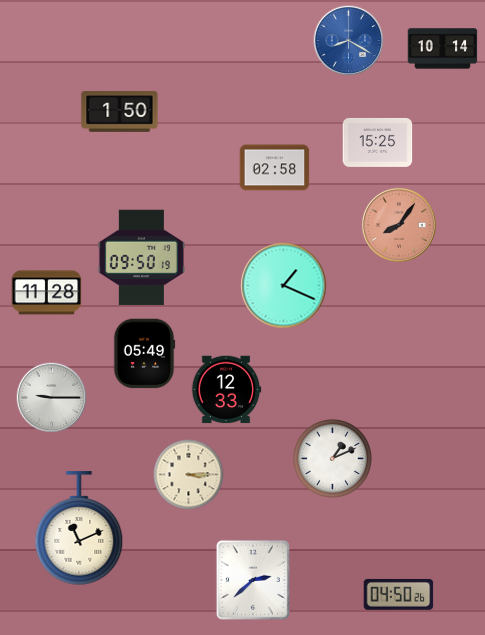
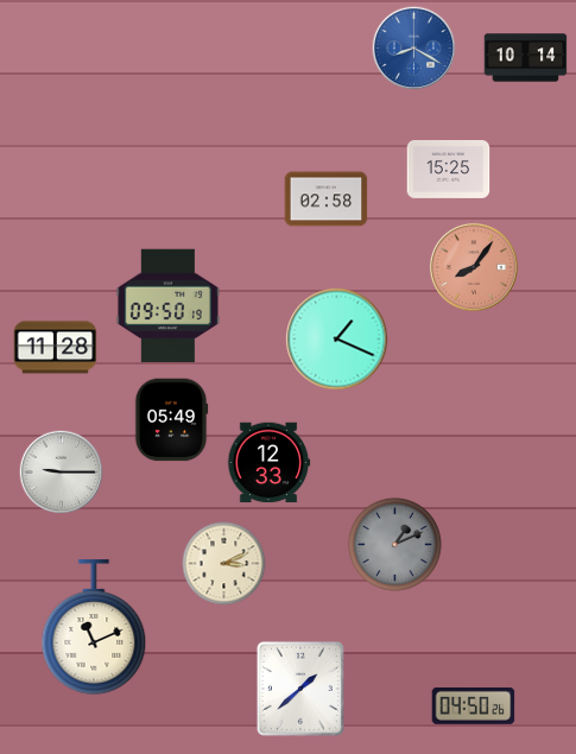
clock at (120, 112): 1:50 -> none
clock at (332, 458) dial: white -> grey
clock at (189, 475): 3:15 -> 3:11
clock at (253, 580): 2:38 -> 1:38
